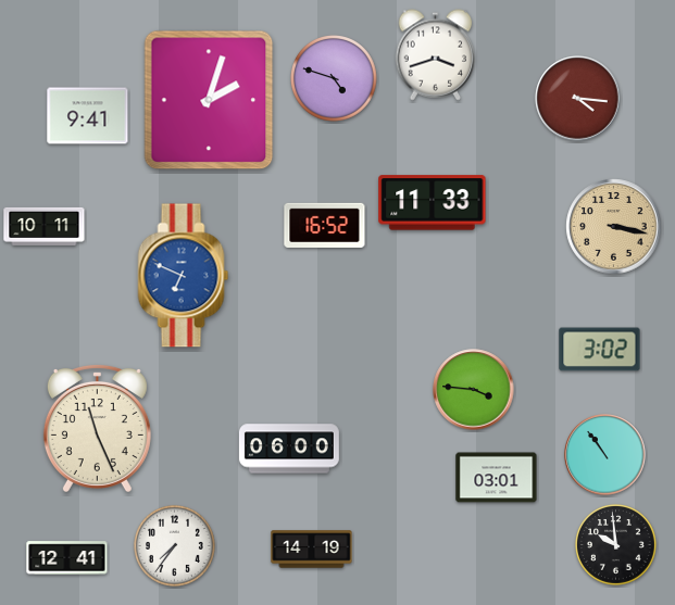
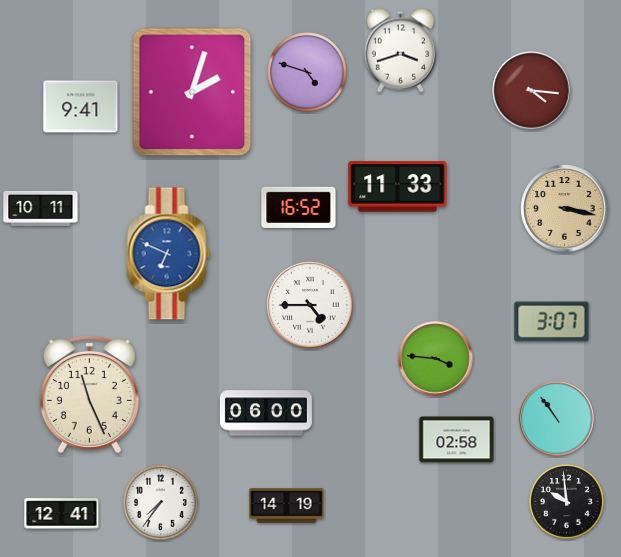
clock at (310, 305): none -> 4:45
clock at (600, 350): 3:02 -> 3:07
clock at (497, 478): 03:01 -> 02:58
